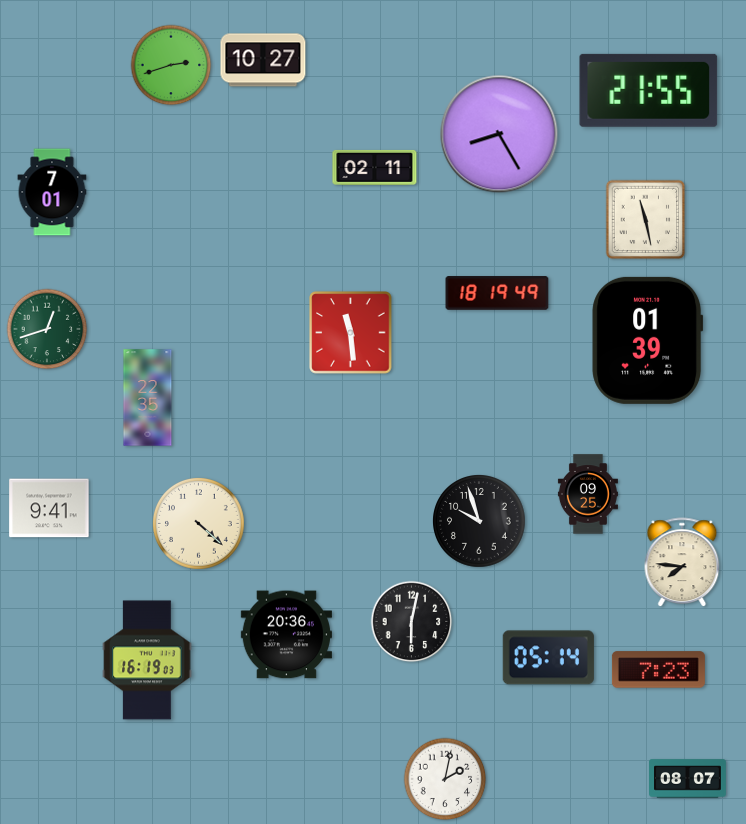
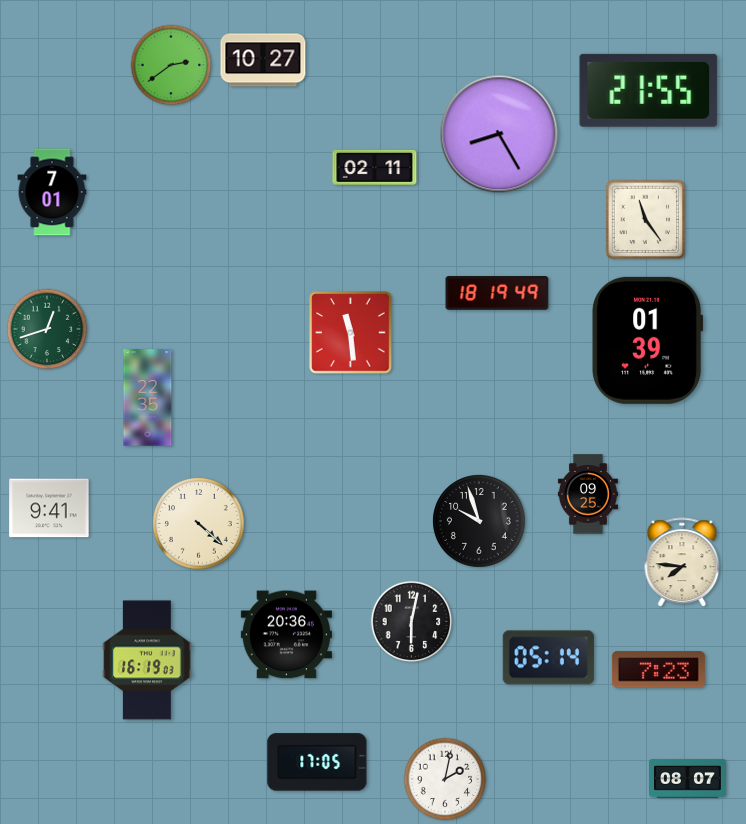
clock at (171, 65): 2:42 -> 2:39
clock at (646, 220): 11:28 -> 11:24
clock at (317, 762): none -> 17:05
